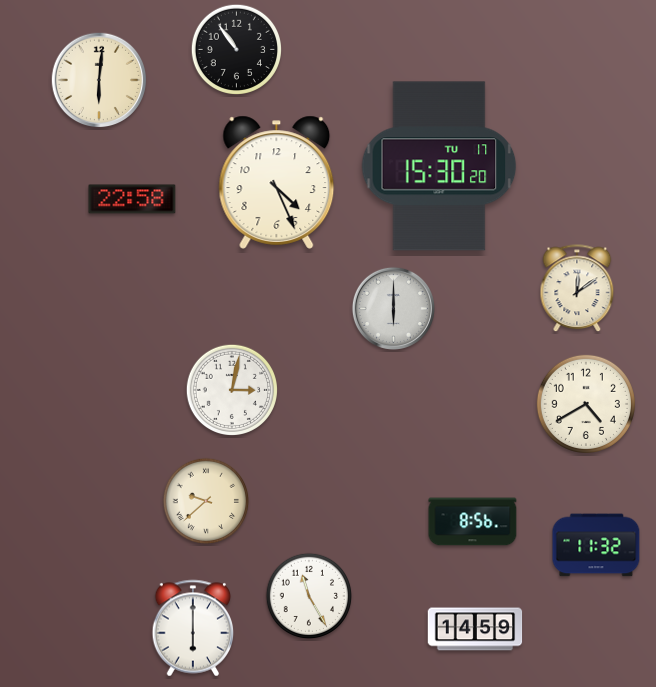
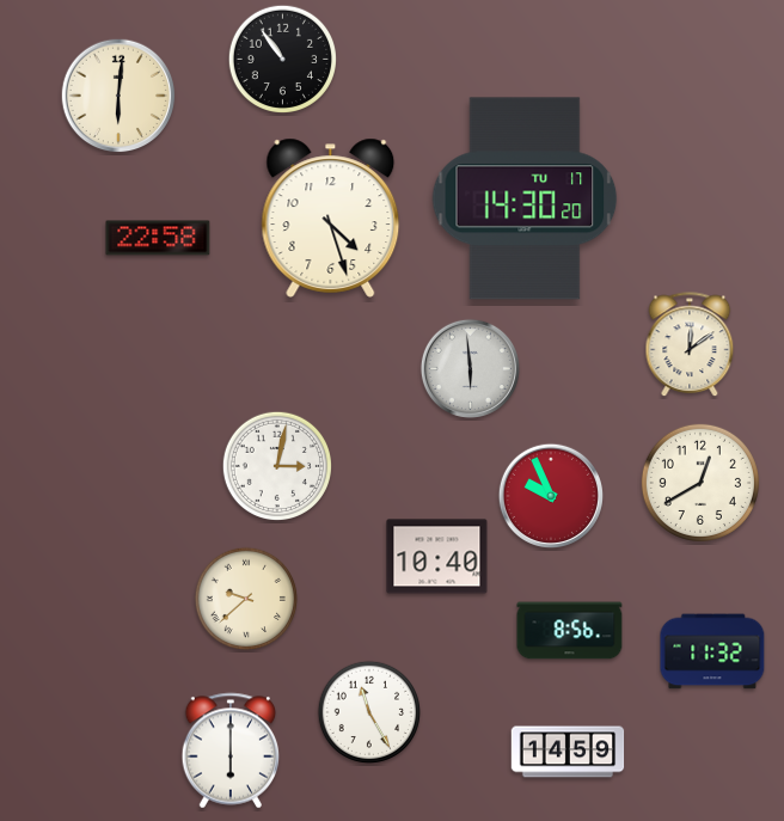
clock at (439, 166): 15:30 -> 14:30
clock at (277, 182): 4:26 -> 4:27
clock at (393, 308): 6:00 -> 5:59
clock at (586, 404): 4:40 -> 12:40
clock at (550, 495): none -> 9:56
clock at (437, 557): none -> 10:40
clock at (473, 522) position: (473, 522) -> (570, 631)
